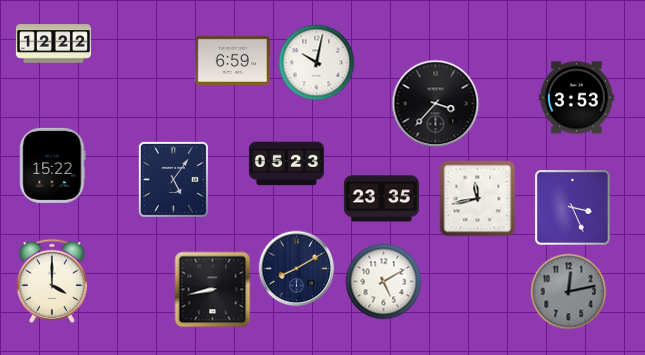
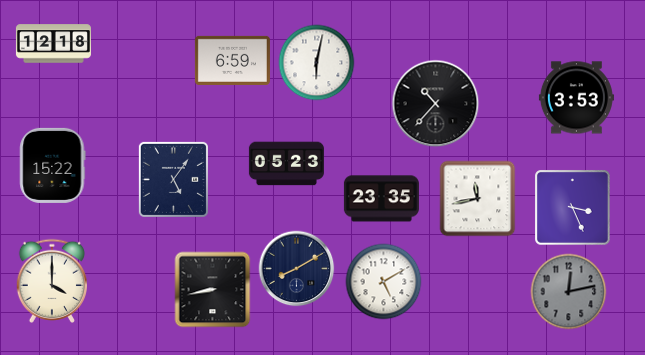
clock at (53, 44): 12:22 -> 12:18
clock at (317, 63): 10:02 -> 6:02
clock at (436, 104): 3:37 -> 10:37
